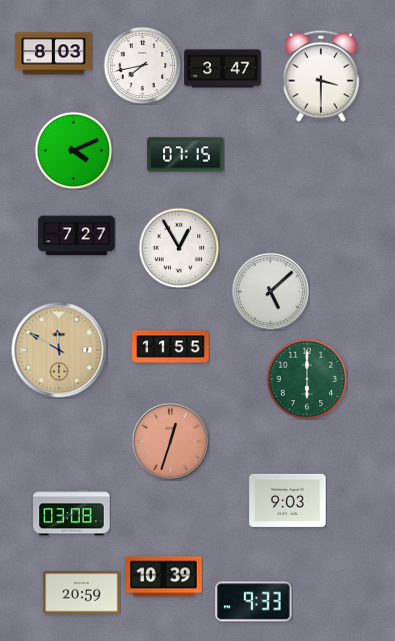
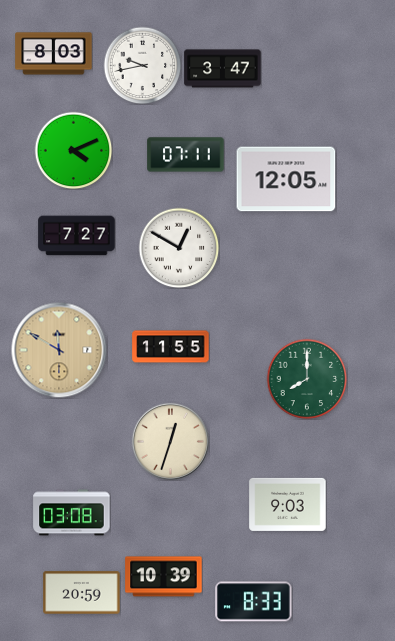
clock at (142, 65): 7:43 -> 9:43
clock at (321, 76): 3:30 -> none
clock at (186, 155): 07:15 -> 07:11
clock at (286, 179): none -> 12:05
clock at (179, 248): 12:55 -> 12:50
clock at (270, 291): 5:08 -> none
clock at (307, 379): 6:00 -> 8:00
clock at (170, 441) dial: salmon -> cream
clock at (288, 500) position: (288, 500) -> (288, 504)
clock at (254, 602): 9:33 -> 8:33
